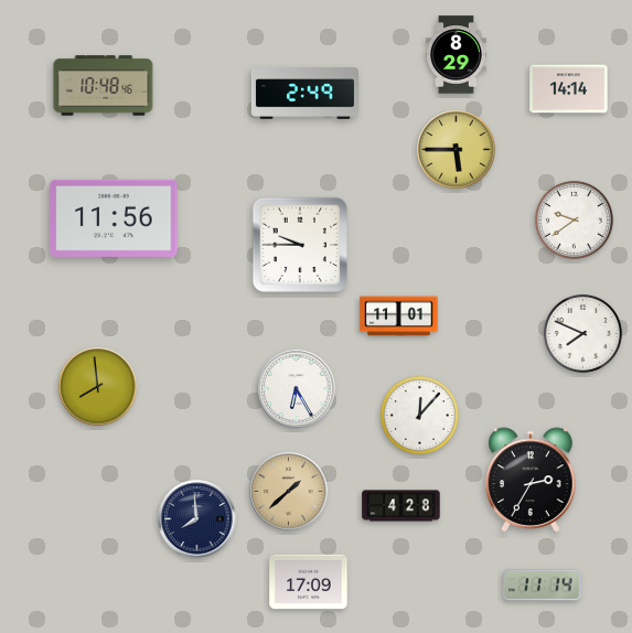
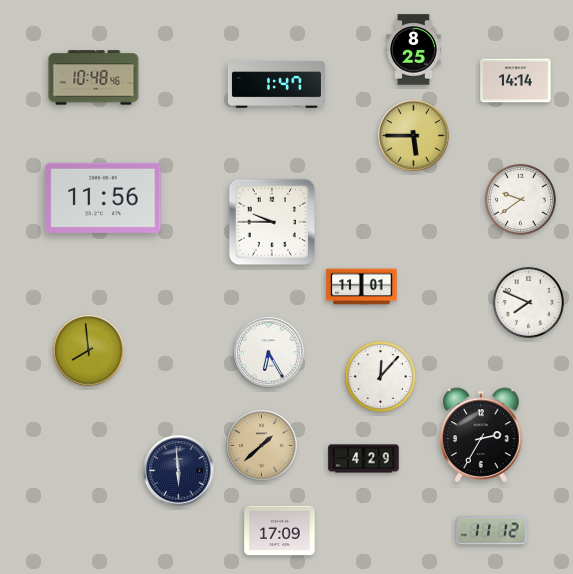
clock at (457, 55): 8:29 -> 8:25
clock at (304, 94): 2:49 -> 1:47
clock at (401, 506): 4:28 -> 4:29
clock at (197, 519): 7:59 -> 5:59
clock at (309, 582) position: (309, 582) -> (280, 531)
clock at (543, 586): 11:14 -> 11:12
